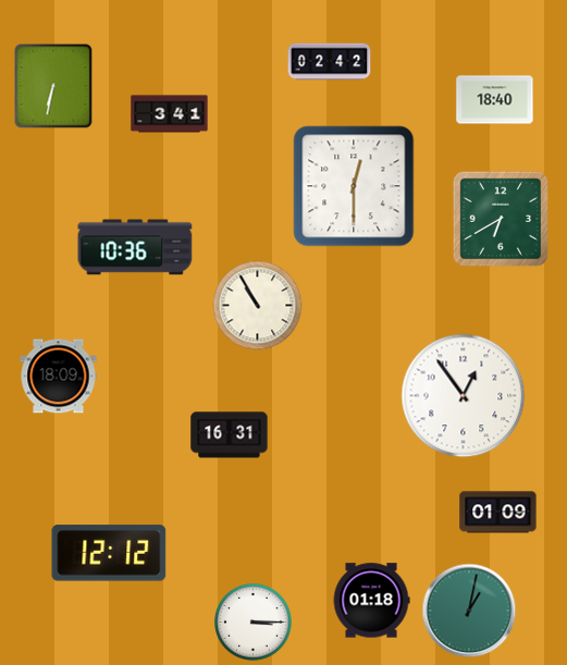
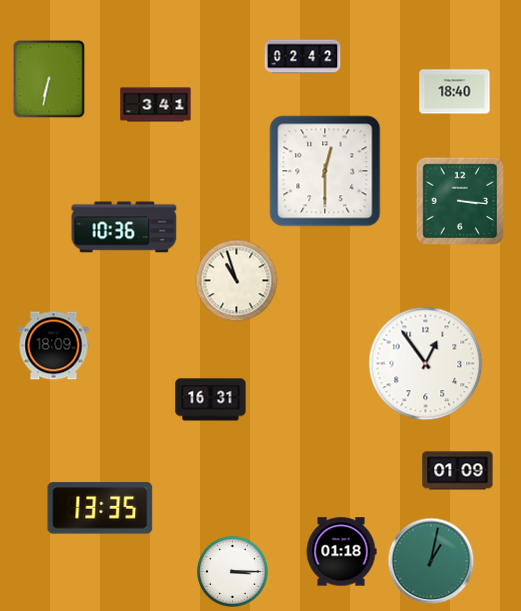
clock at (501, 219): 6:40 -> 3:16
clock at (258, 306): 10:55 -> 10:57
clock at (109, 553): 12:12 -> 13:35
